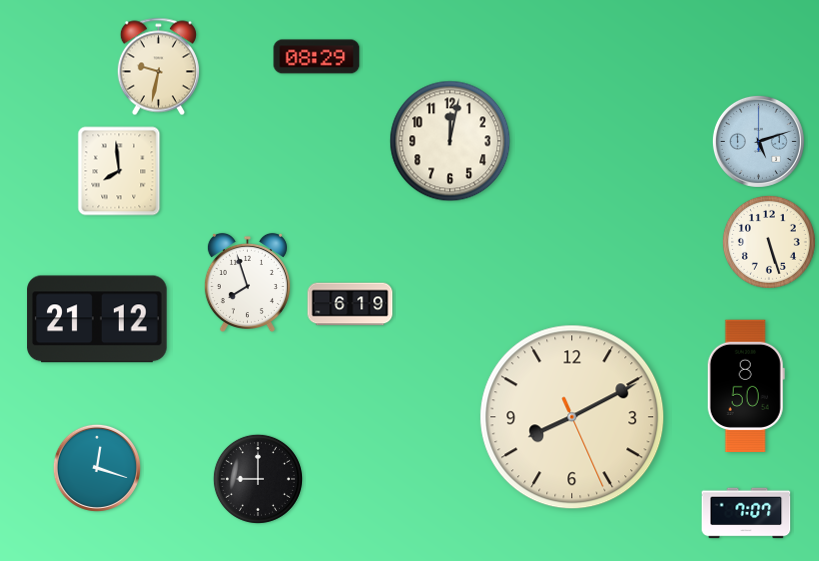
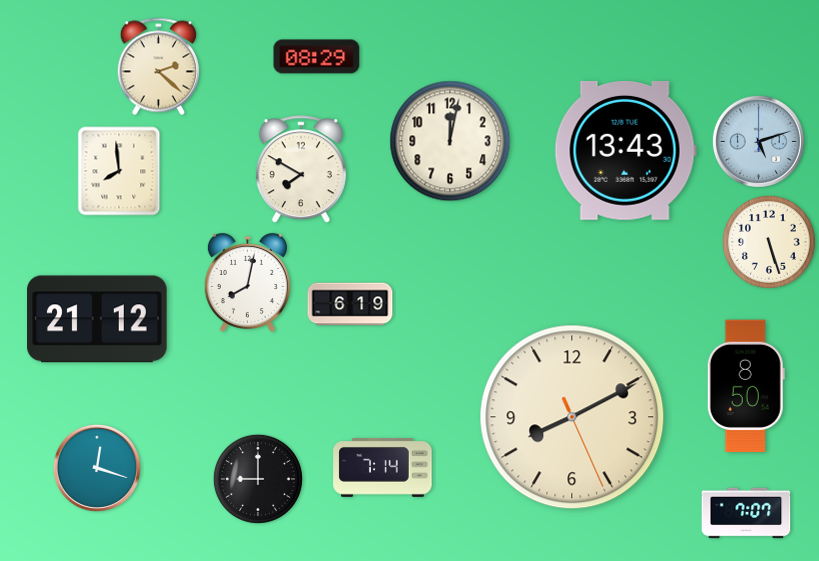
clock at (158, 67): 9:32 -> 2:22
clock at (625, 150): none -> 13:43
clock at (301, 170): none -> 7:50
clock at (247, 282): 7:57 -> 8:02
clock at (383, 468): none -> 7:14
